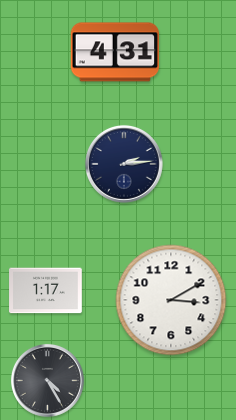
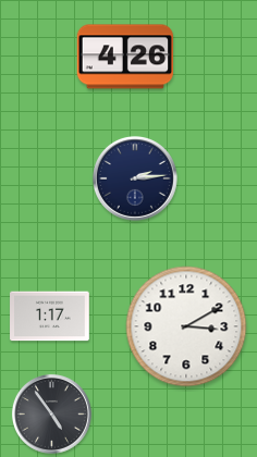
clock at (114, 52): 4:31 -> 4:26
clock at (47, 380): 4:25 -> 4:54
